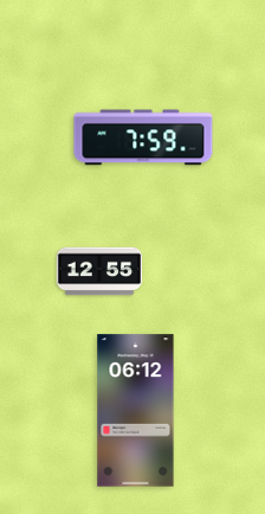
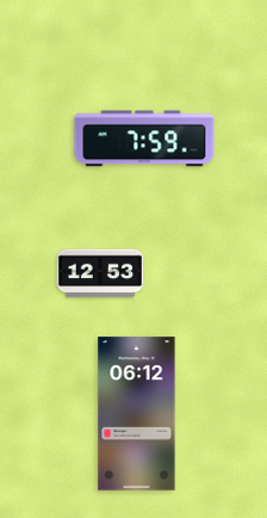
clock at (99, 271): 12:55 -> 12:53
